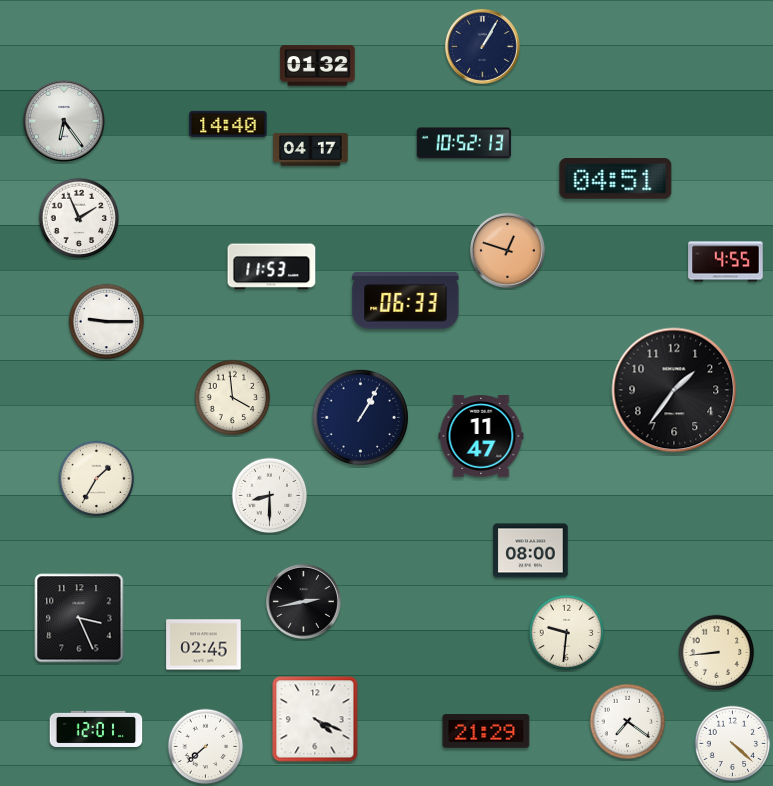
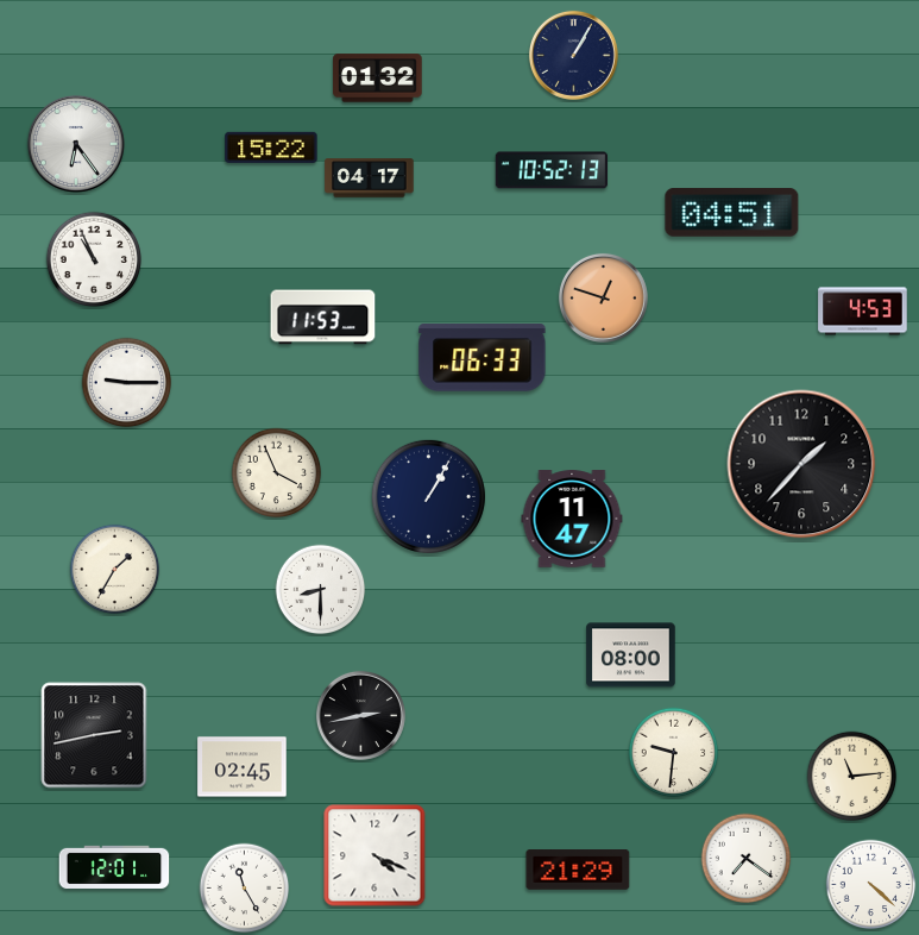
clock at (228, 124): 14:40 -> 15:22
clock at (79, 218): 1:56 -> 10:56
clock at (726, 262): 4:55 -> 4:53
clock at (674, 390): 1:36 -> 1:37
clock at (233, 398): 3:59 -> 3:56
clock at (79, 618): 3:26 -> 2:43
clock at (717, 653): 8:44 -> 11:14
clock at (206, 747): 7:38 -> 11:25
